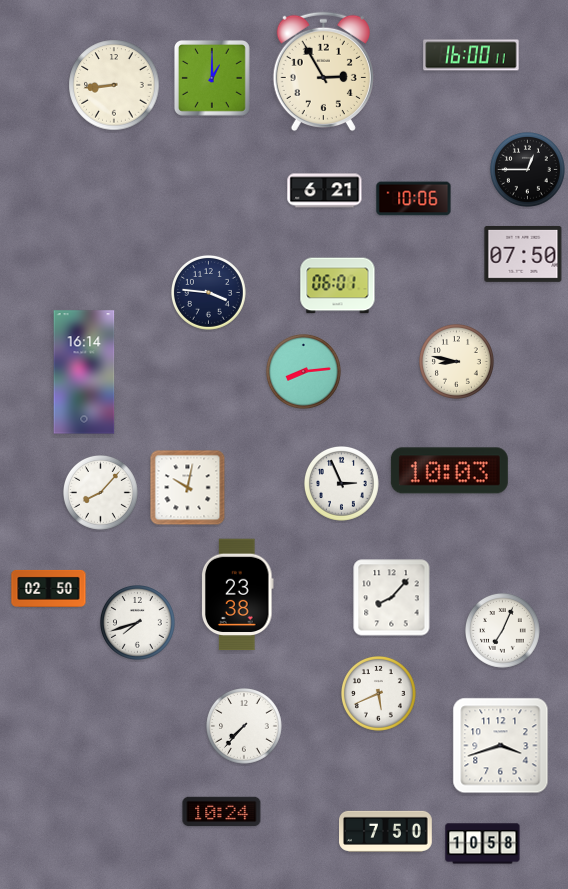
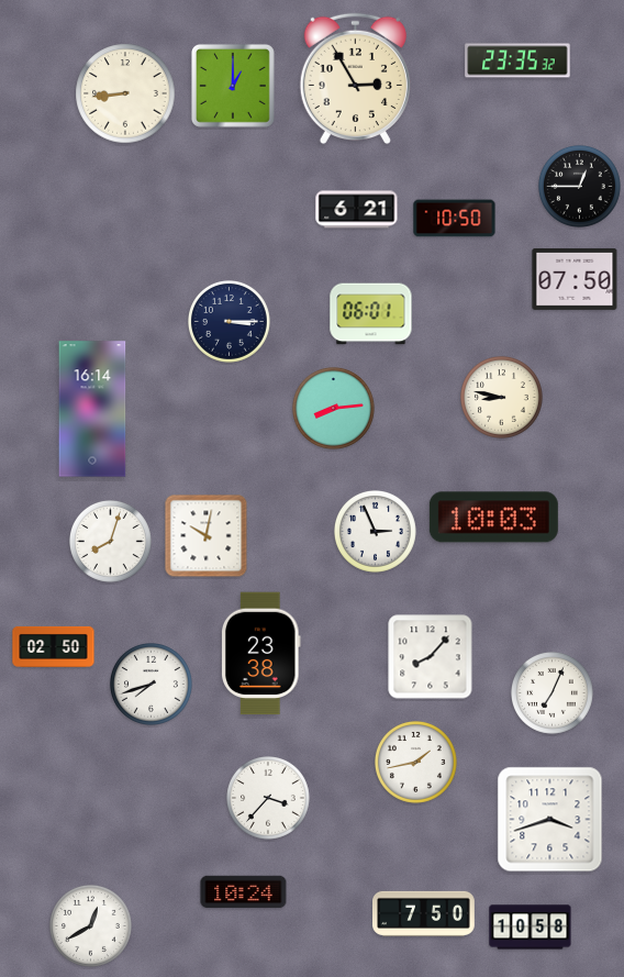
clock at (471, 55): 16:00 -> 23:35
clock at (414, 199): 10:06 -> 10:50
clock at (209, 293): 3:46 -> 3:15
clock at (101, 493): 8:07 -> 8:03
clock at (379, 694): 5:41 -> 1:43
clock at (245, 727): 7:37 -> 3:37
clock at (91, 926): none -> 12:40
